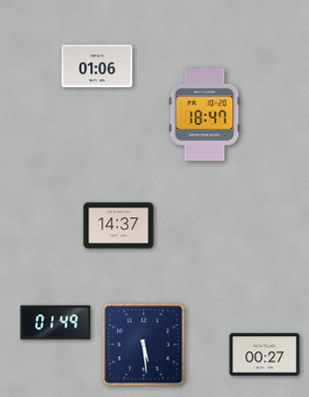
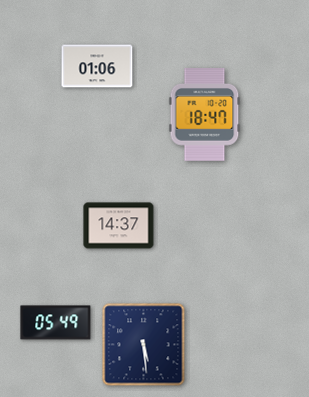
clock at (56, 323): 01:49 -> 05:49
clock at (265, 355): 00:27 -> none
